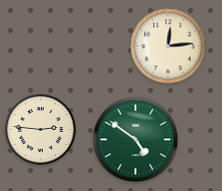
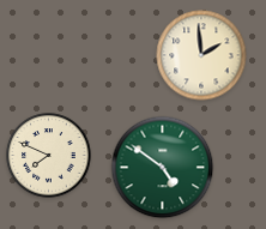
clock at (168, 46): 12:14 -> 1:59
clock at (41, 130): 2:46 -> 7:49
